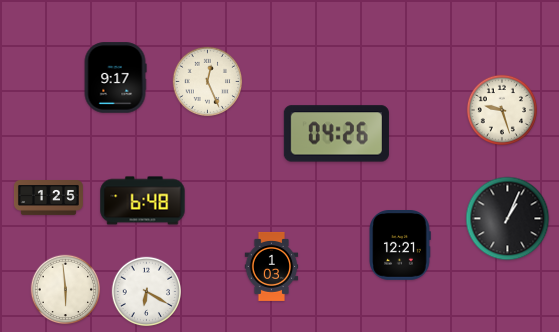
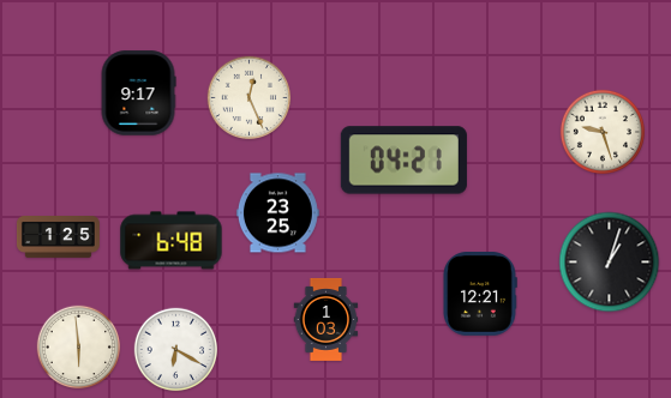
clock at (336, 134): 04:26 -> 04:21
clock at (277, 213): none -> 23:25
clock at (508, 219): 1:04 -> 1:03
